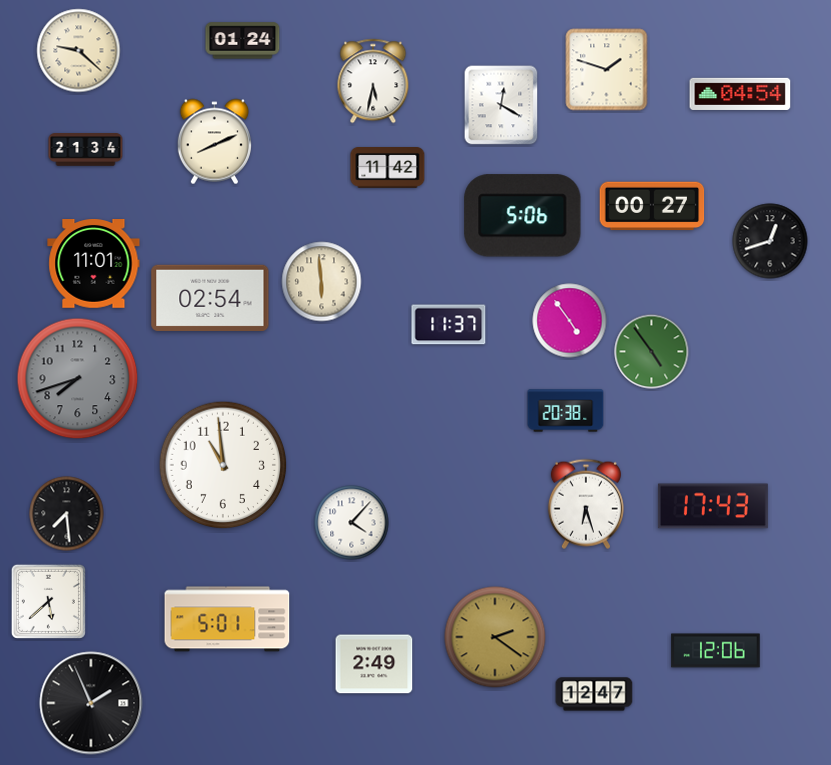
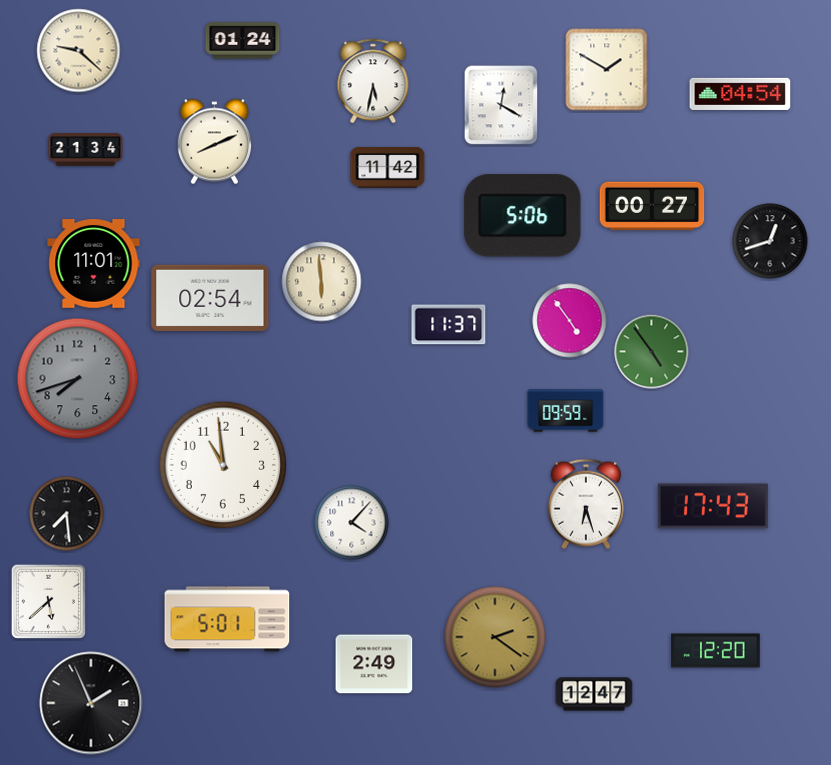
clock at (607, 70): 1:48 -> 1:50
clock at (566, 411): 20:38 -> 09:59
clock at (716, 651): 12:06 -> 12:20
